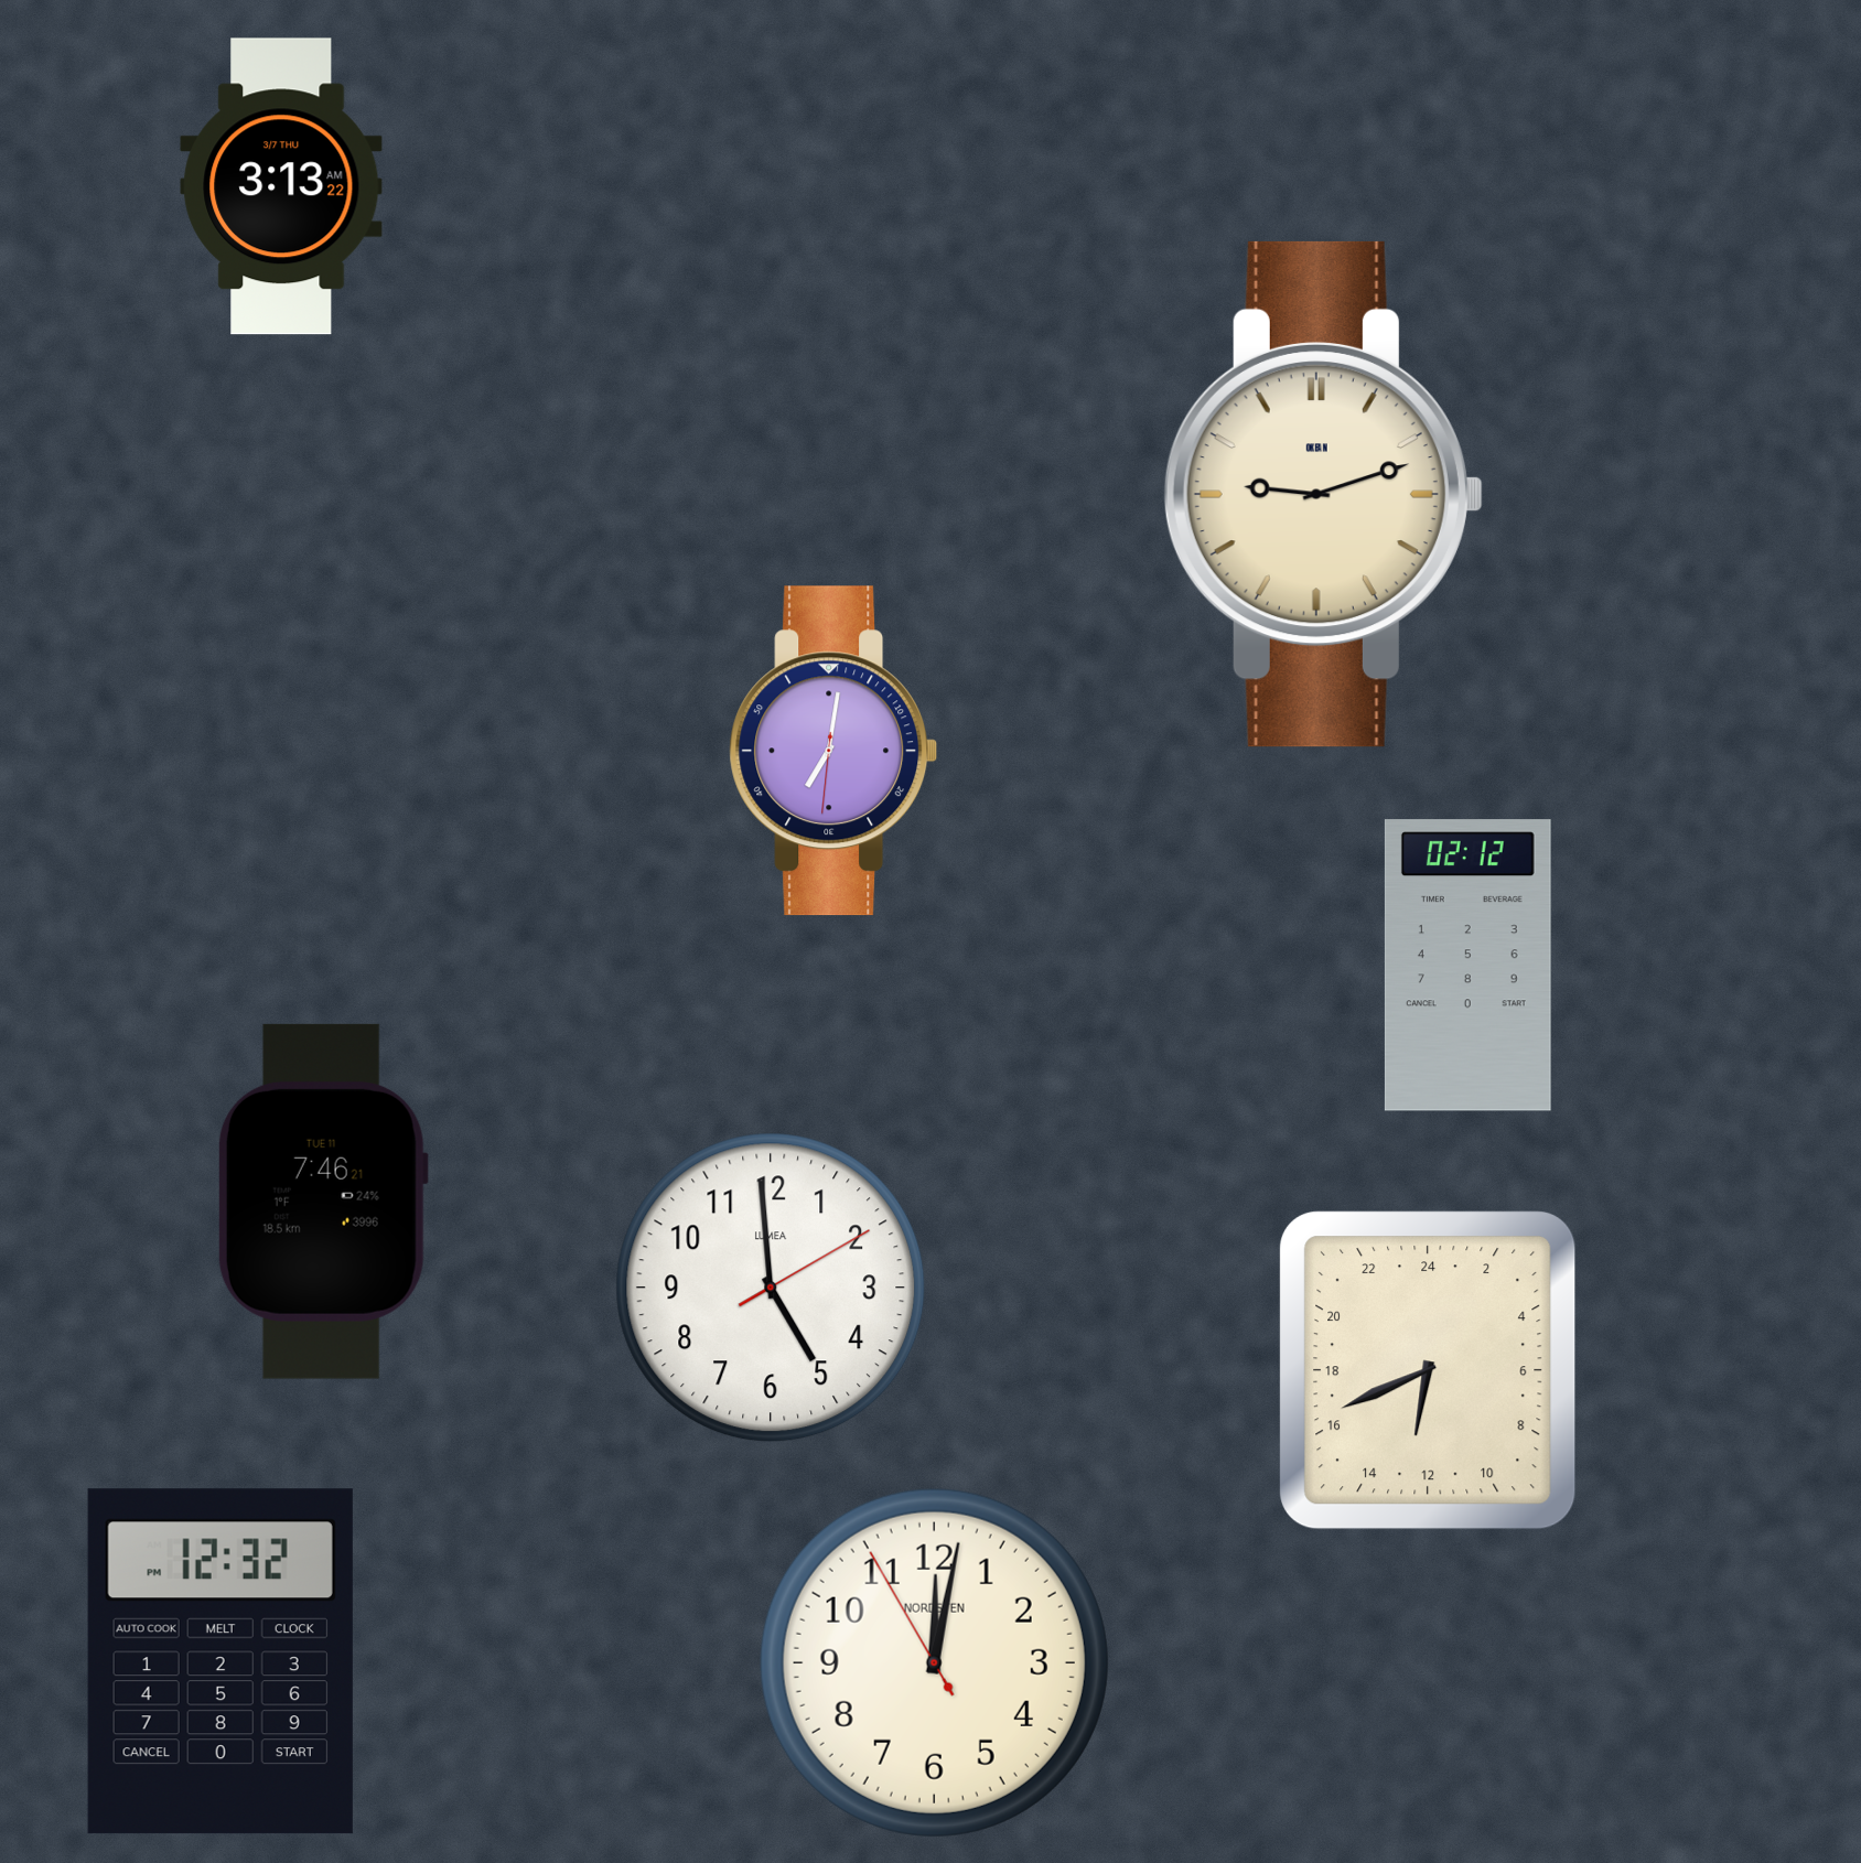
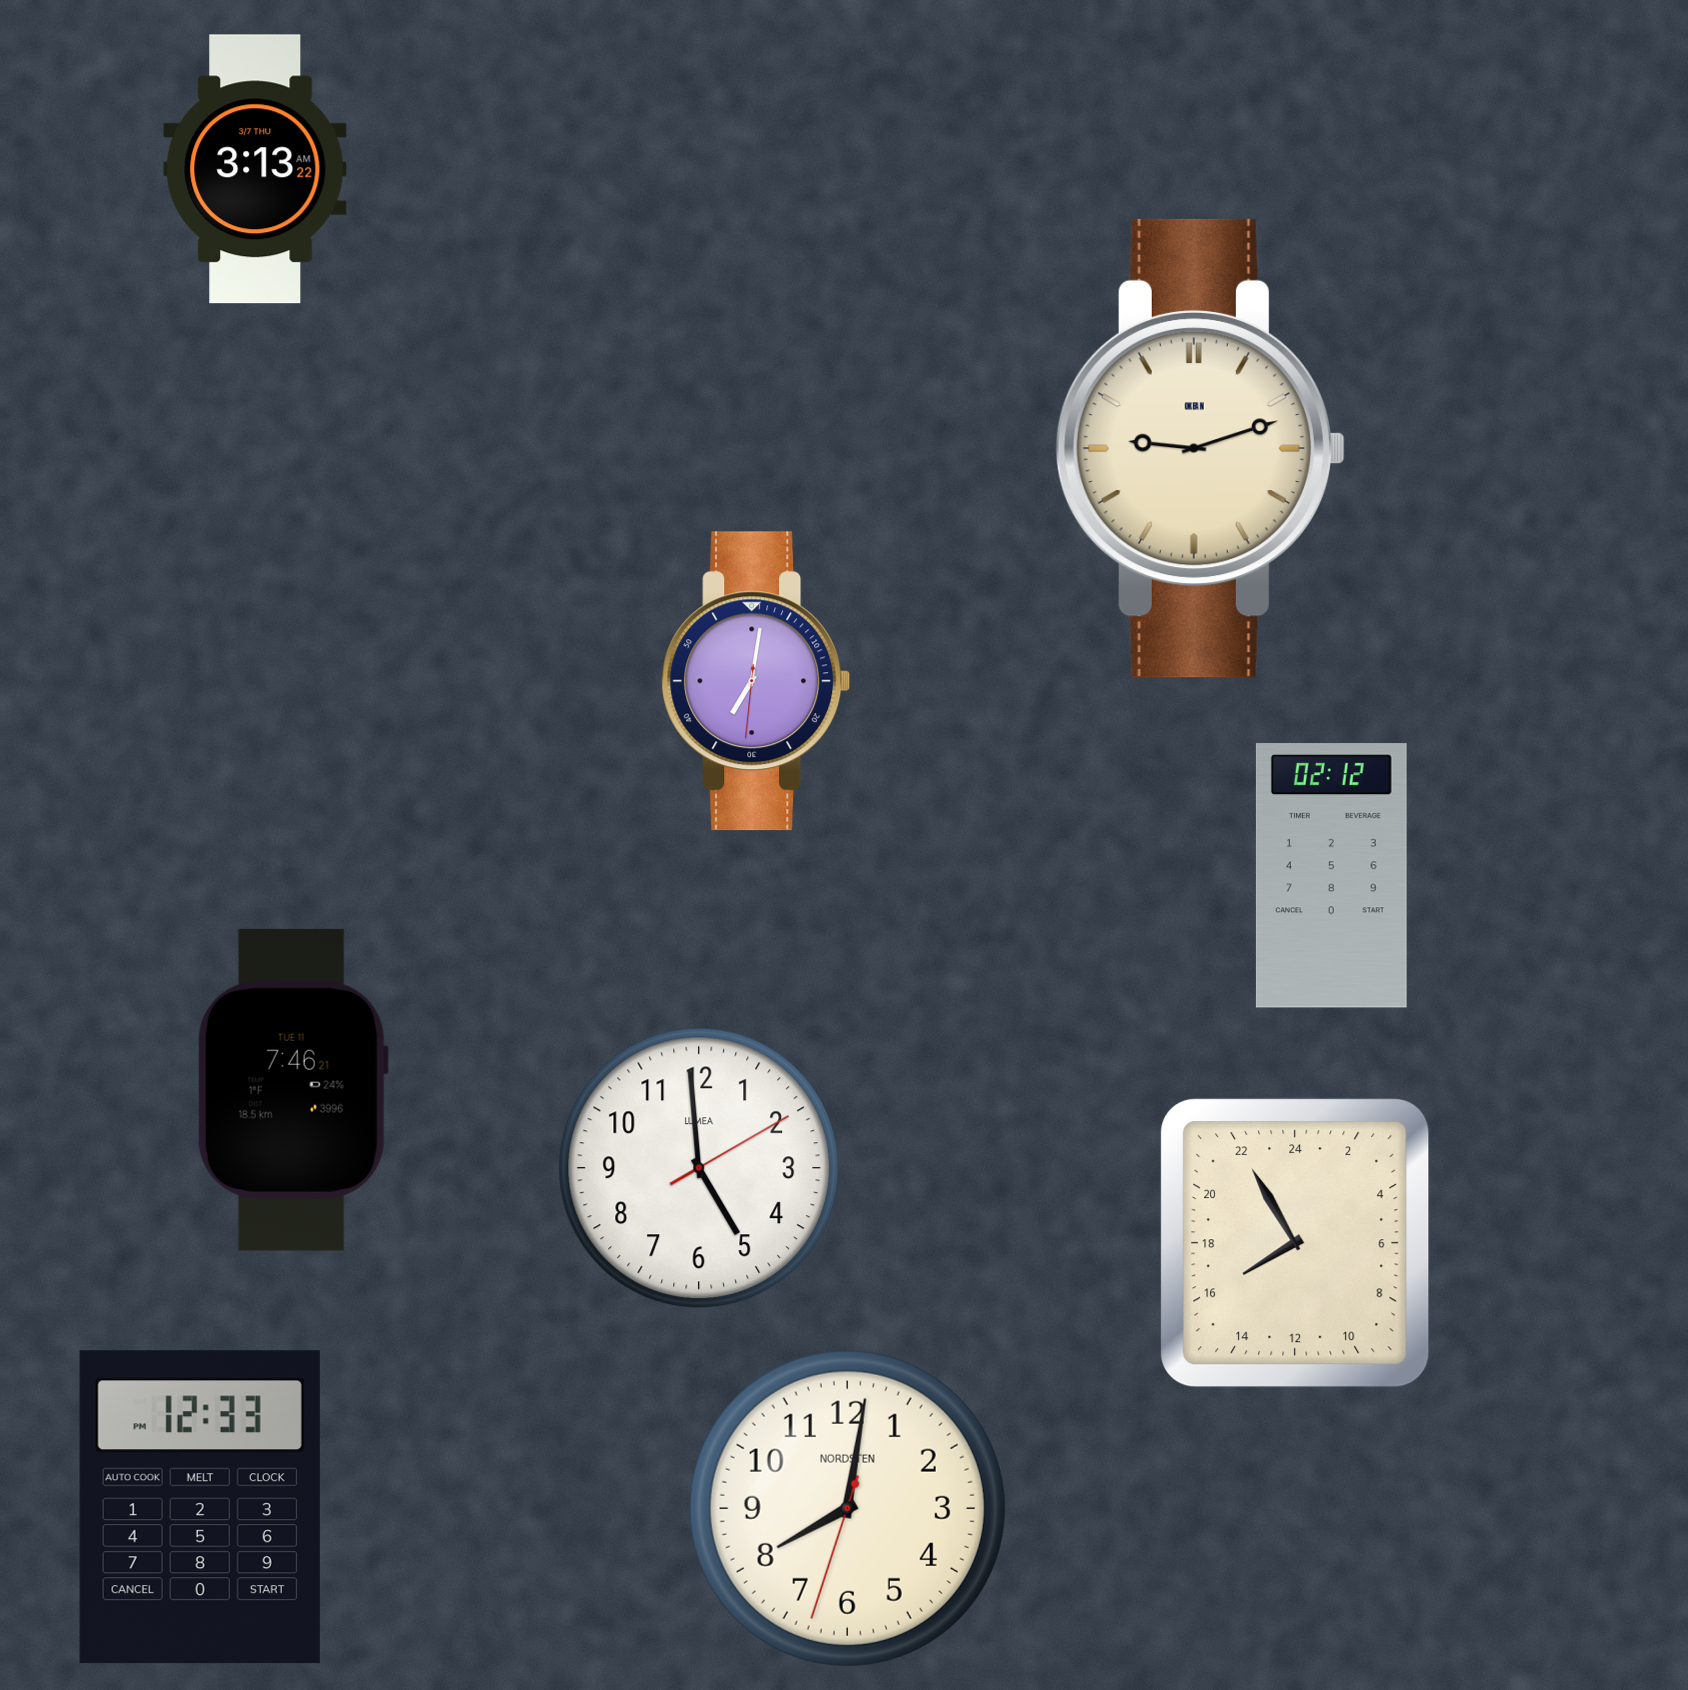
clock at (1428, 1371): 12:41 -> 15:55
clock at (220, 1661): 12:32 -> 12:33
clock at (934, 1662): 12:01 -> 8:01
